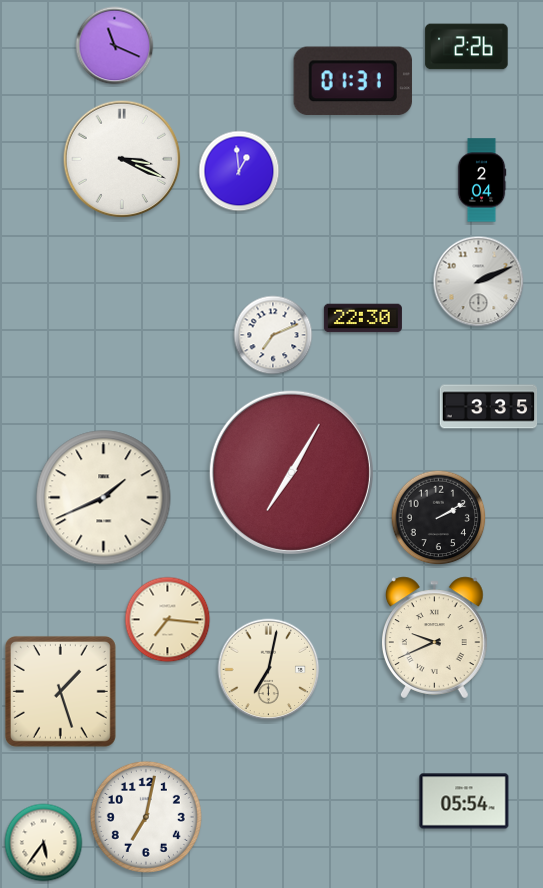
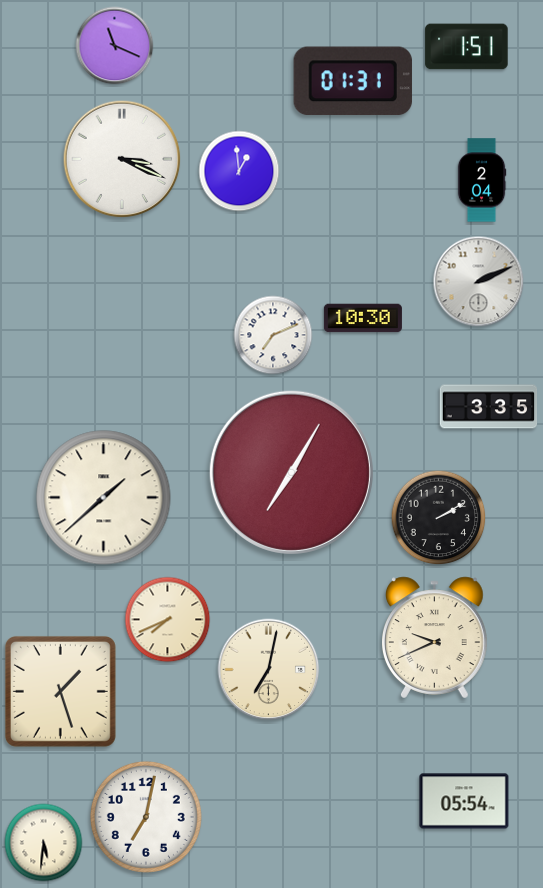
clock at (467, 47): 2:26 -> 1:51
clock at (363, 318): 22:30 -> 10:30
clock at (104, 498): 1:41 -> 1:38
clock at (168, 620): 7:16 -> 7:41
clock at (44, 843): 5:36 -> 5:31
